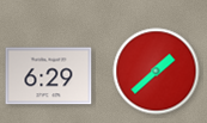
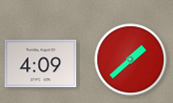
clock at (49, 76): 6:29 -> 4:09
